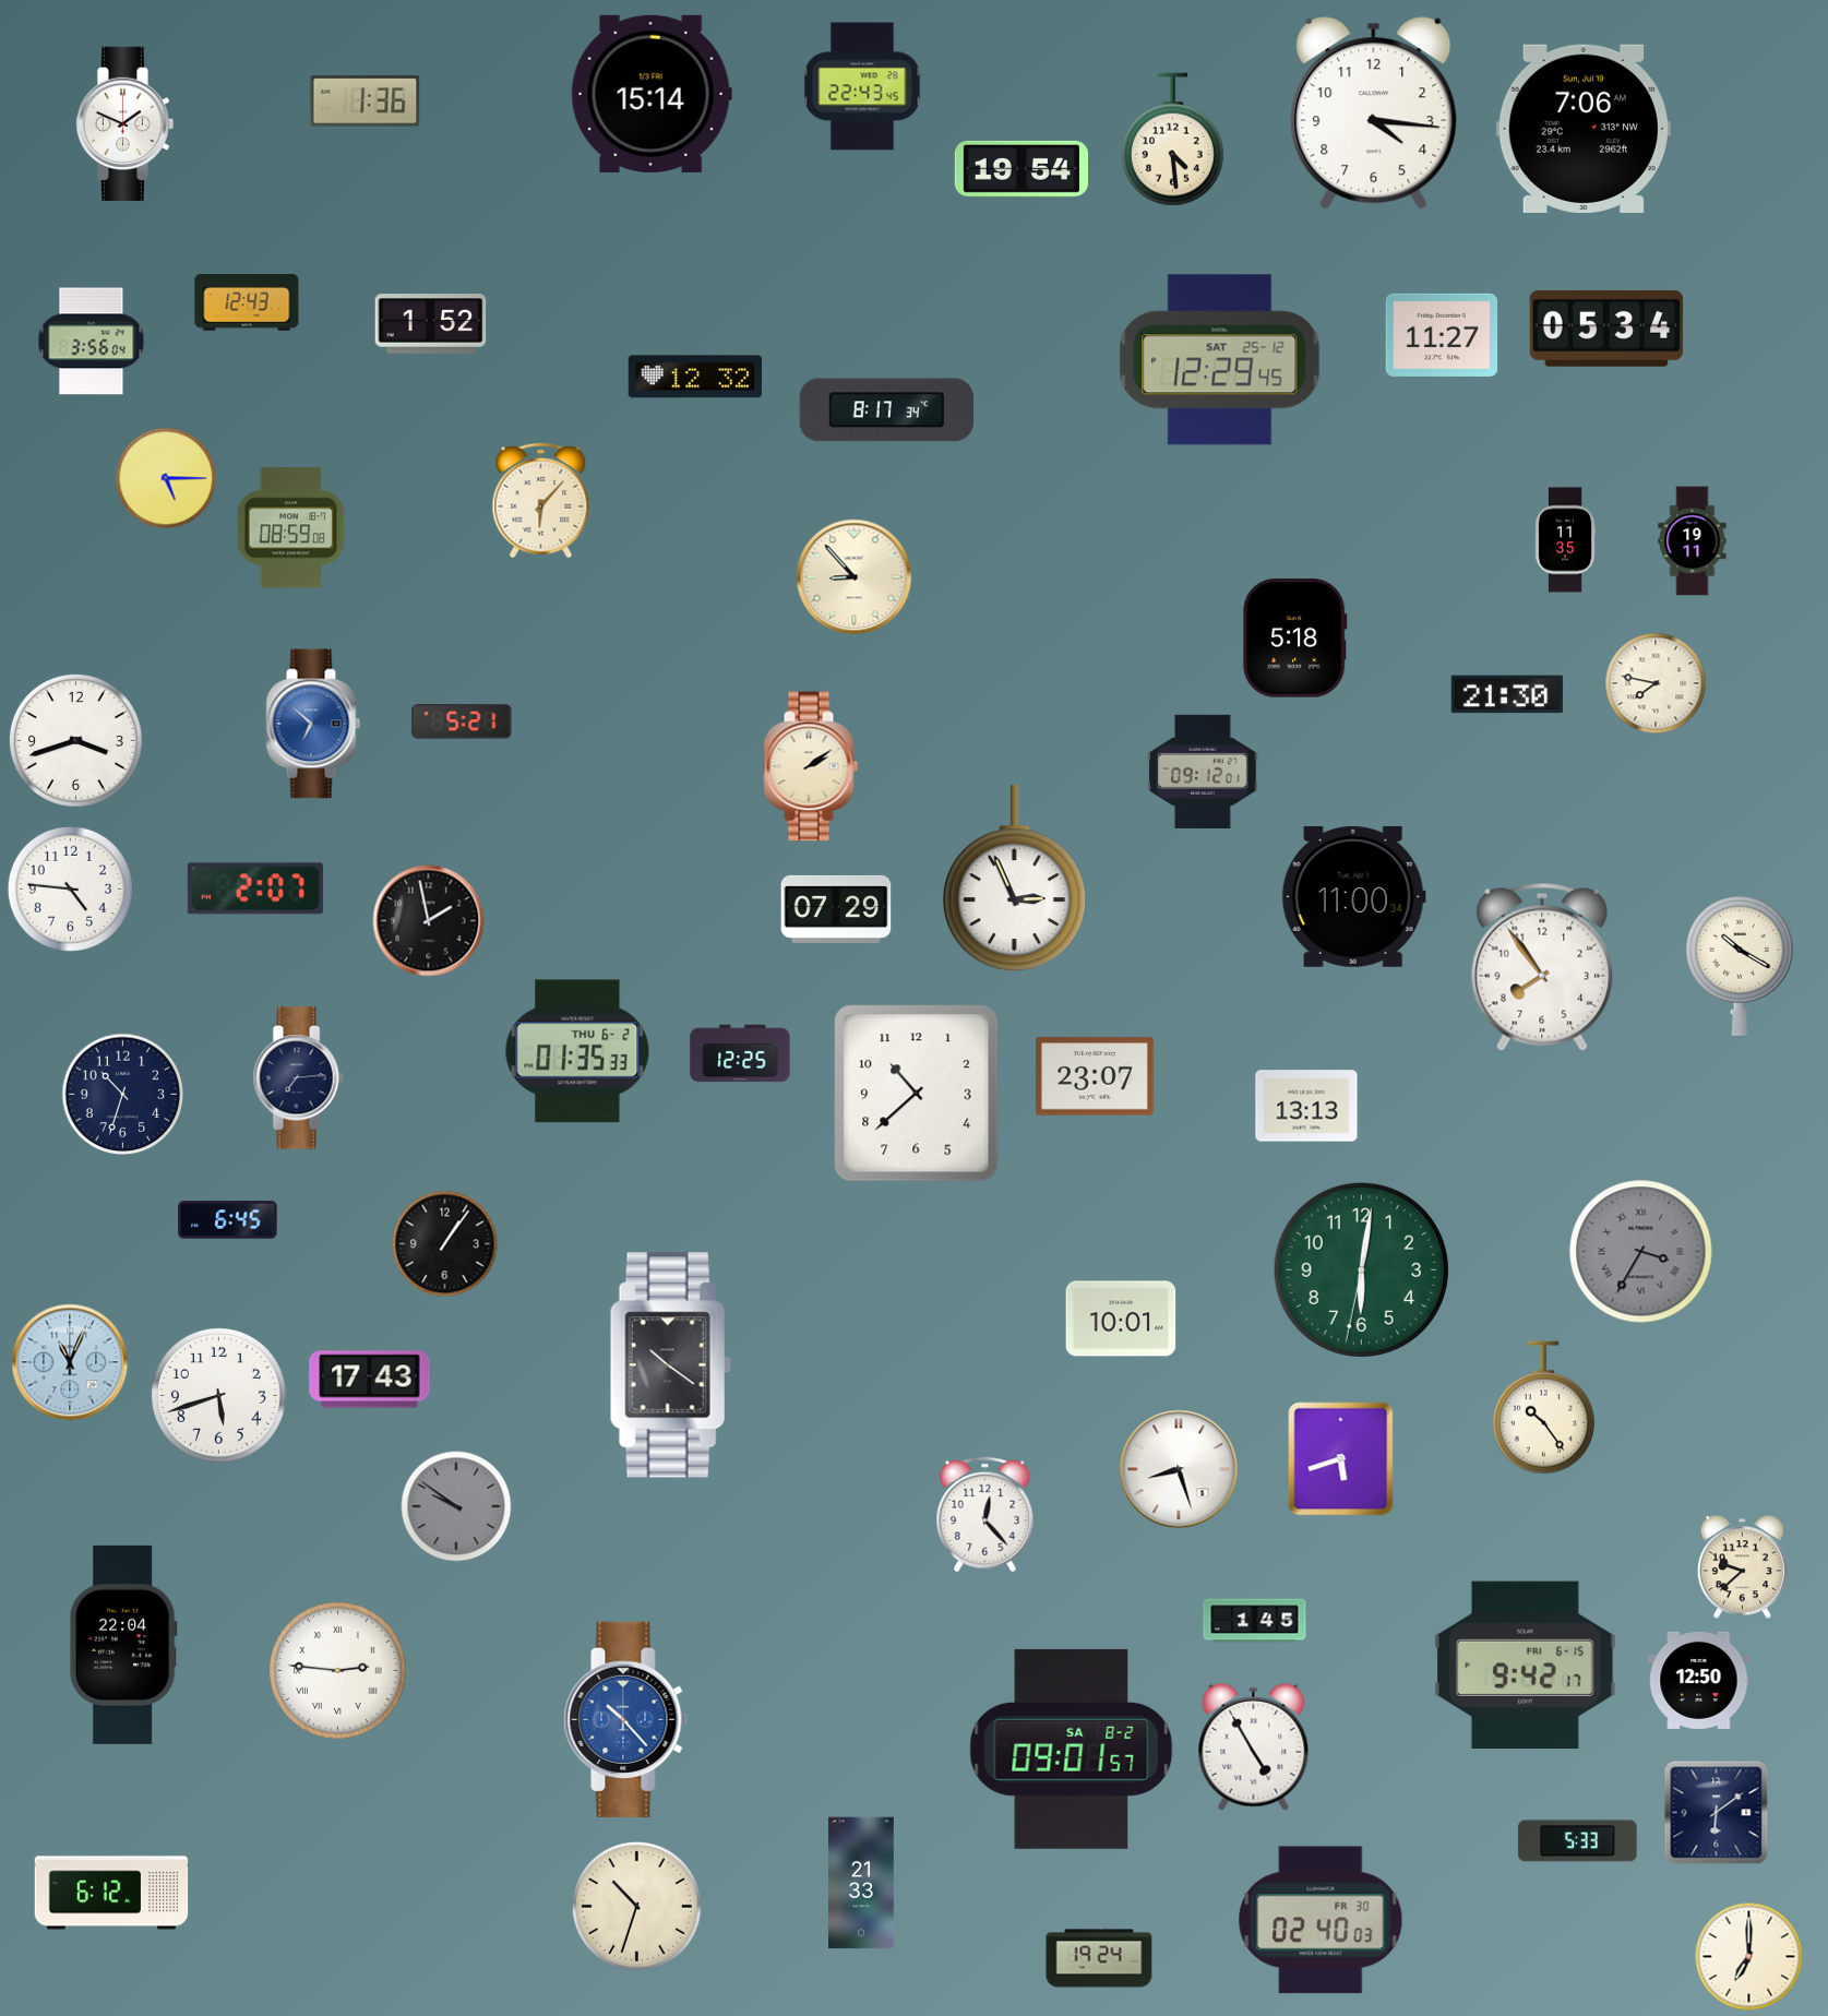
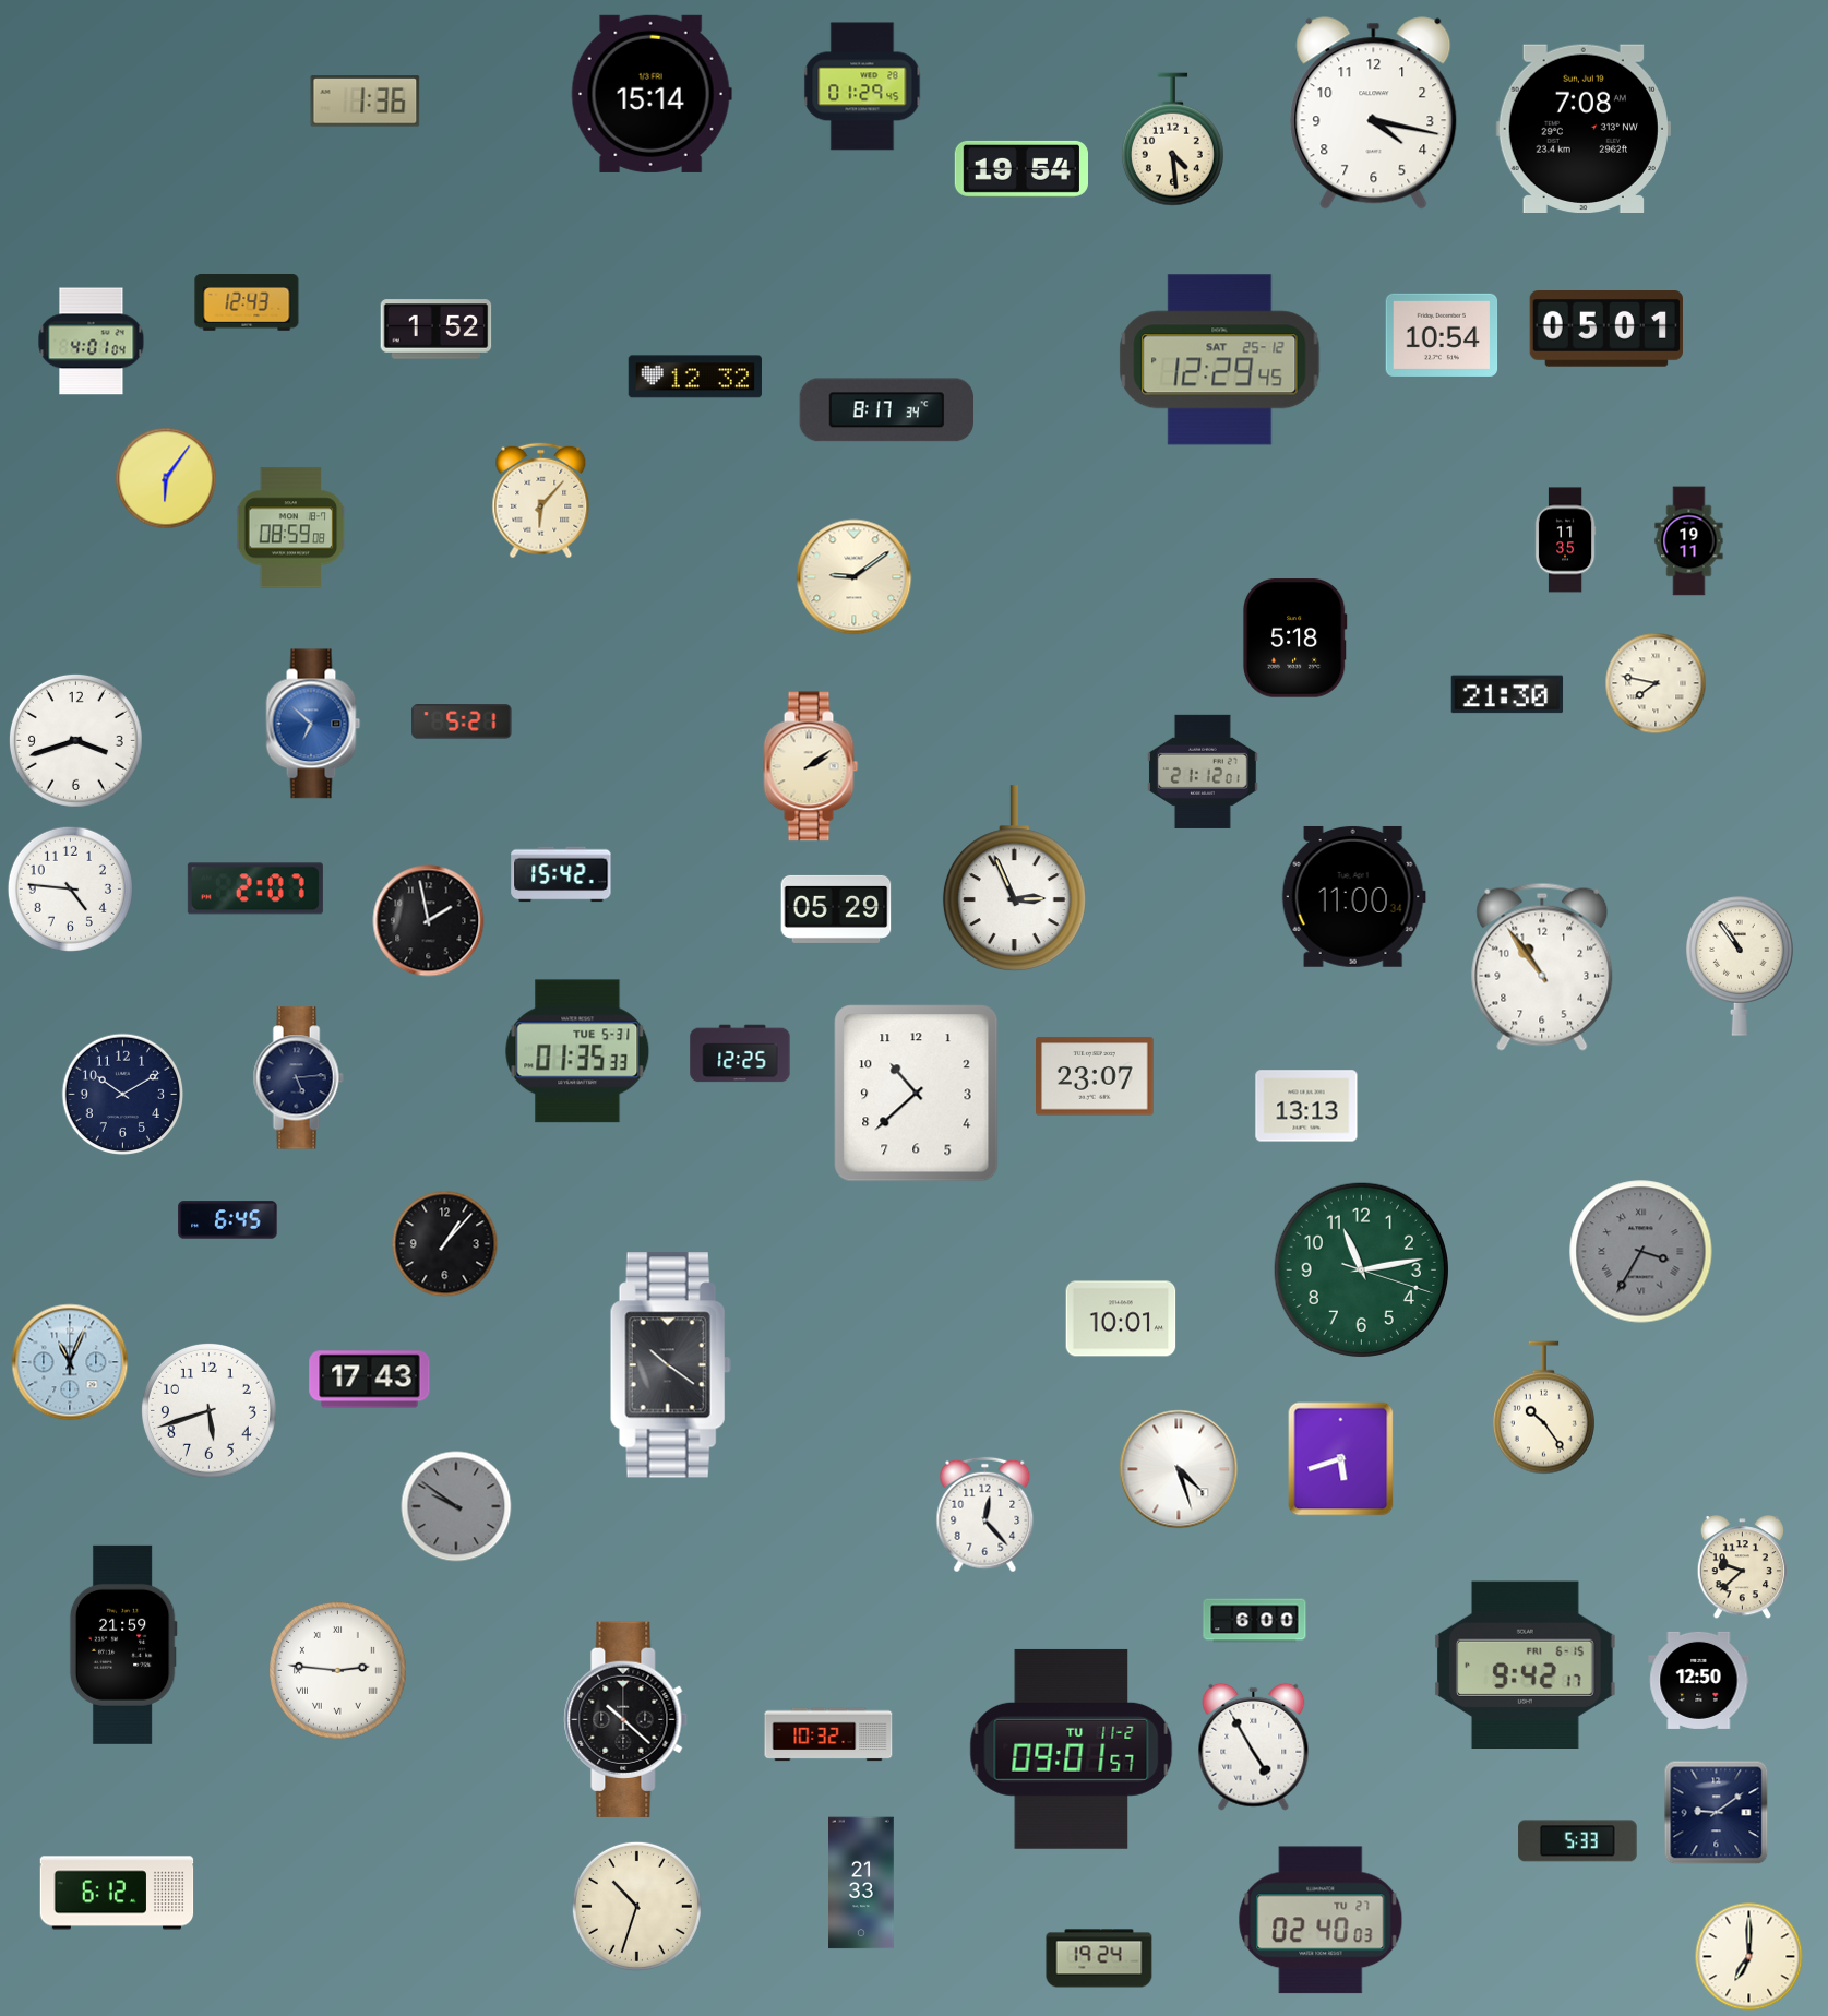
clock at (862, 86): 22:43 -> 01:29
clock at (1374, 114): 4:16 -> 4:17
clock at (124, 123): 1:49 -> none
clock at (1584, 128): 7:06 -> 7:08
clock at (431, 324) position: (431, 324) -> (437, 330)
clock at (1605, 330): 05:34 -> 05:01
clock at (1442, 335): 11:27 -> 10:54
clock at (92, 342): 3:56 -> 4:01
clock at (166, 478): 5:15 -> 6:06
clock at (1693, 541) position: (1693, 541) -> (1689, 541)
clock at (855, 577): 8:53 -> 9:09
clock at (1203, 772): 09:12 -> 21:12
clock at (561, 874): none -> 15:42
clock at (836, 909): 07:29 -> 05:29
clock at (1740, 966): 10:20 -> 10:54
clock at (1542, 967): 7:54 -> 10:54
clock at (577, 1051) date: THU 6-2 -> TUE 5-31
clock at (298, 1078): 7:14 -> 5:14
clock at (123, 1095): 10:33 -> 10:10
clock at (445, 1244): 1:06 -> 1:07
clock at (1361, 1269): 6:01 -> 11:13
clock at (218, 1395) position: (218, 1395) -> (208, 1410)
clock at (1179, 1469): 8:27 -> 4:27
clock at (1255, 1621): 1:45 -> 6:00
clock at (123, 1645): 22:04 -> 21:59
clock at (626, 1719): 10:23 -> 10:22
clock at (626, 1719) dial: blue -> black
clock at (828, 1734): none -> 10:32
clock at (1072, 1749) date: SA 8-2 -> TU 11-2
clock at (1717, 1813): 6:09 -> 9:09
clock at (111, 1893) position: (111, 1893) -> (117, 1893)
clock at (1321, 1920) date: FR 30 -> TU 27
